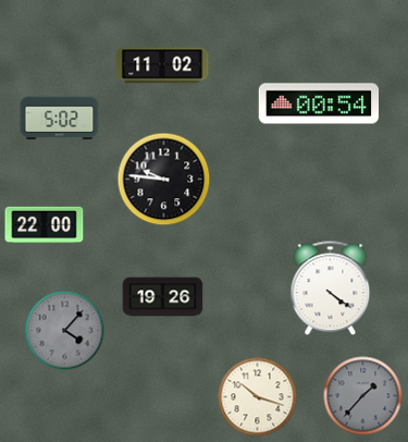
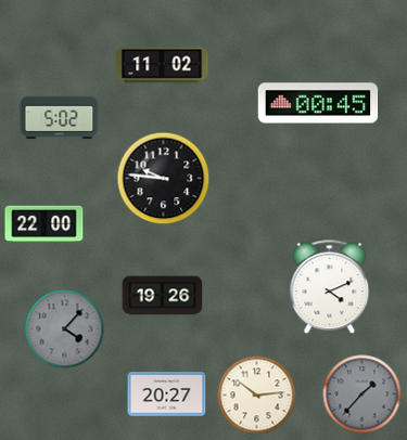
clock at (319, 103): 00:54 -> 00:45
clock at (331, 288): 4:21 -> 4:11
clock at (167, 394): none -> 20:27
clock at (258, 397): 10:18 -> 10:14
